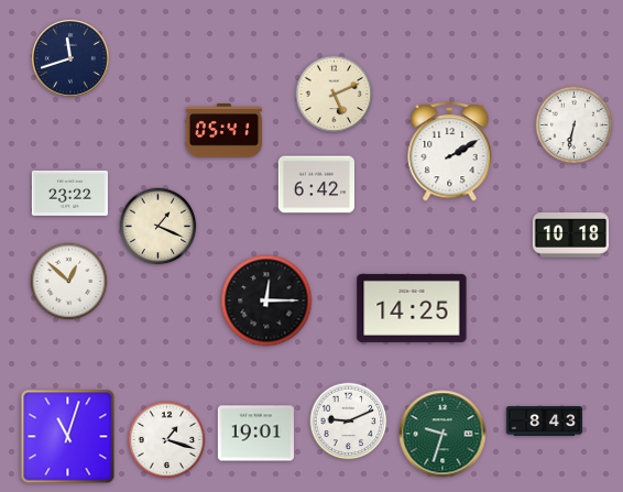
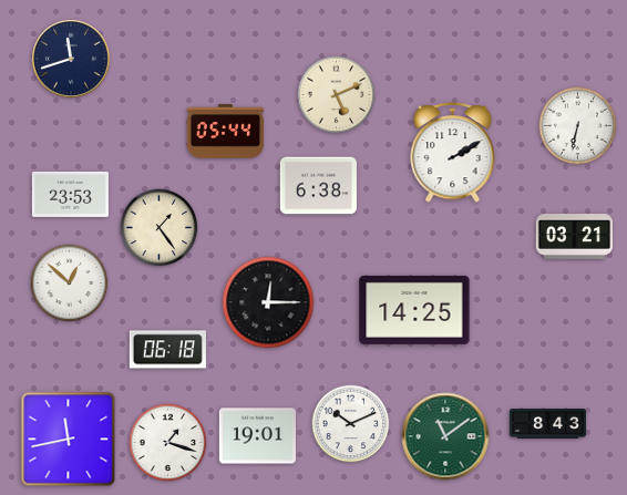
clock at (223, 131): 05:41 -> 05:44
clock at (316, 185): 6:42 -> 6:38
clock at (69, 193): 23:22 -> 23:53
clock at (159, 227): 1:19 -> 1:24
clock at (570, 236): 10:18 -> 03:21
clock at (167, 350): none -> 06:18
clock at (349, 422): 9:11 -> 10:11
clock at (442, 434): 9:33 -> 11:09
clock at (68, 437): 11:03 -> 11:43
